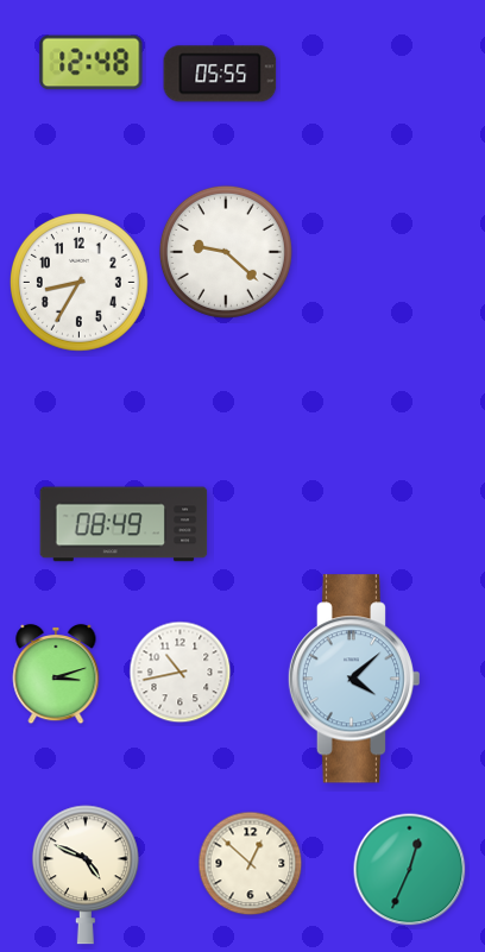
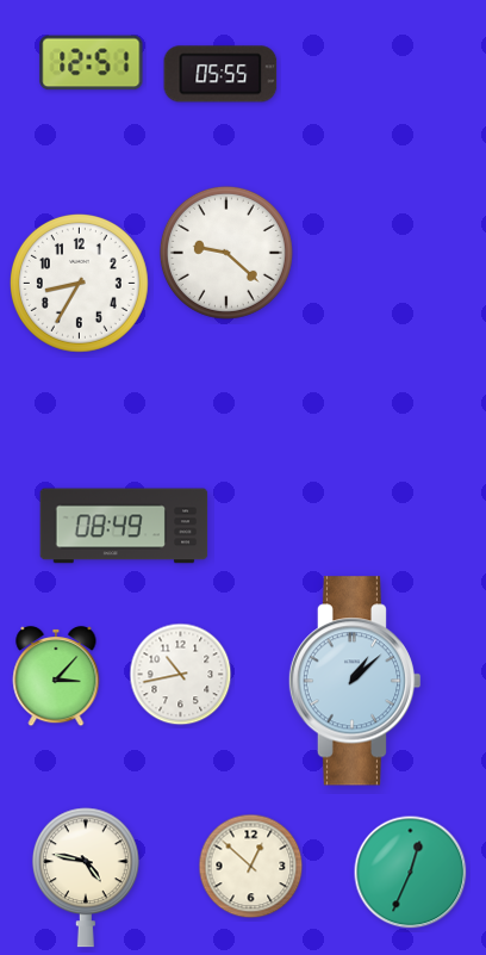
clock at (92, 63): 12:48 -> 12:51
clock at (56, 674): 3:12 -> 3:07
clock at (354, 679): 4:08 -> 1:08
clock at (86, 875): 4:49 -> 4:47
